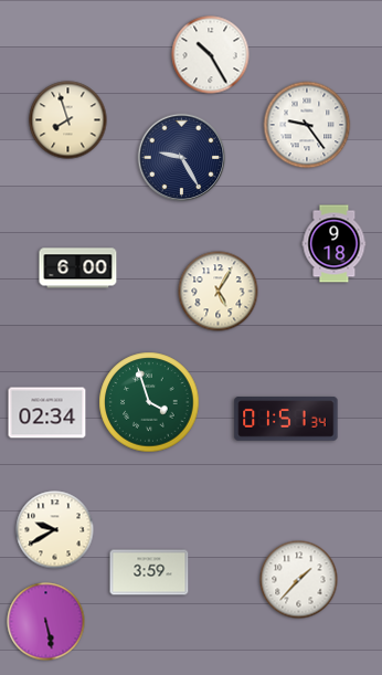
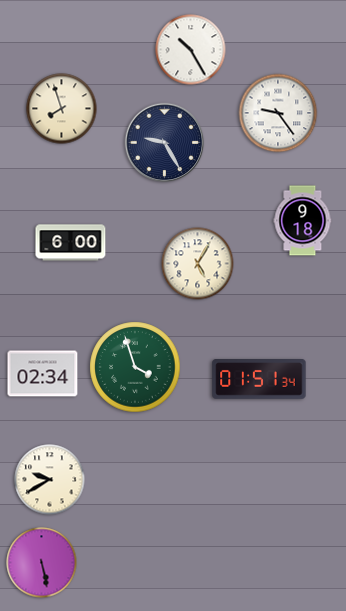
clock at (149, 402) position: (149, 402) -> (135, 367)
clock at (149, 572): 3:59 -> none
clock at (299, 580): 1:37 -> none
